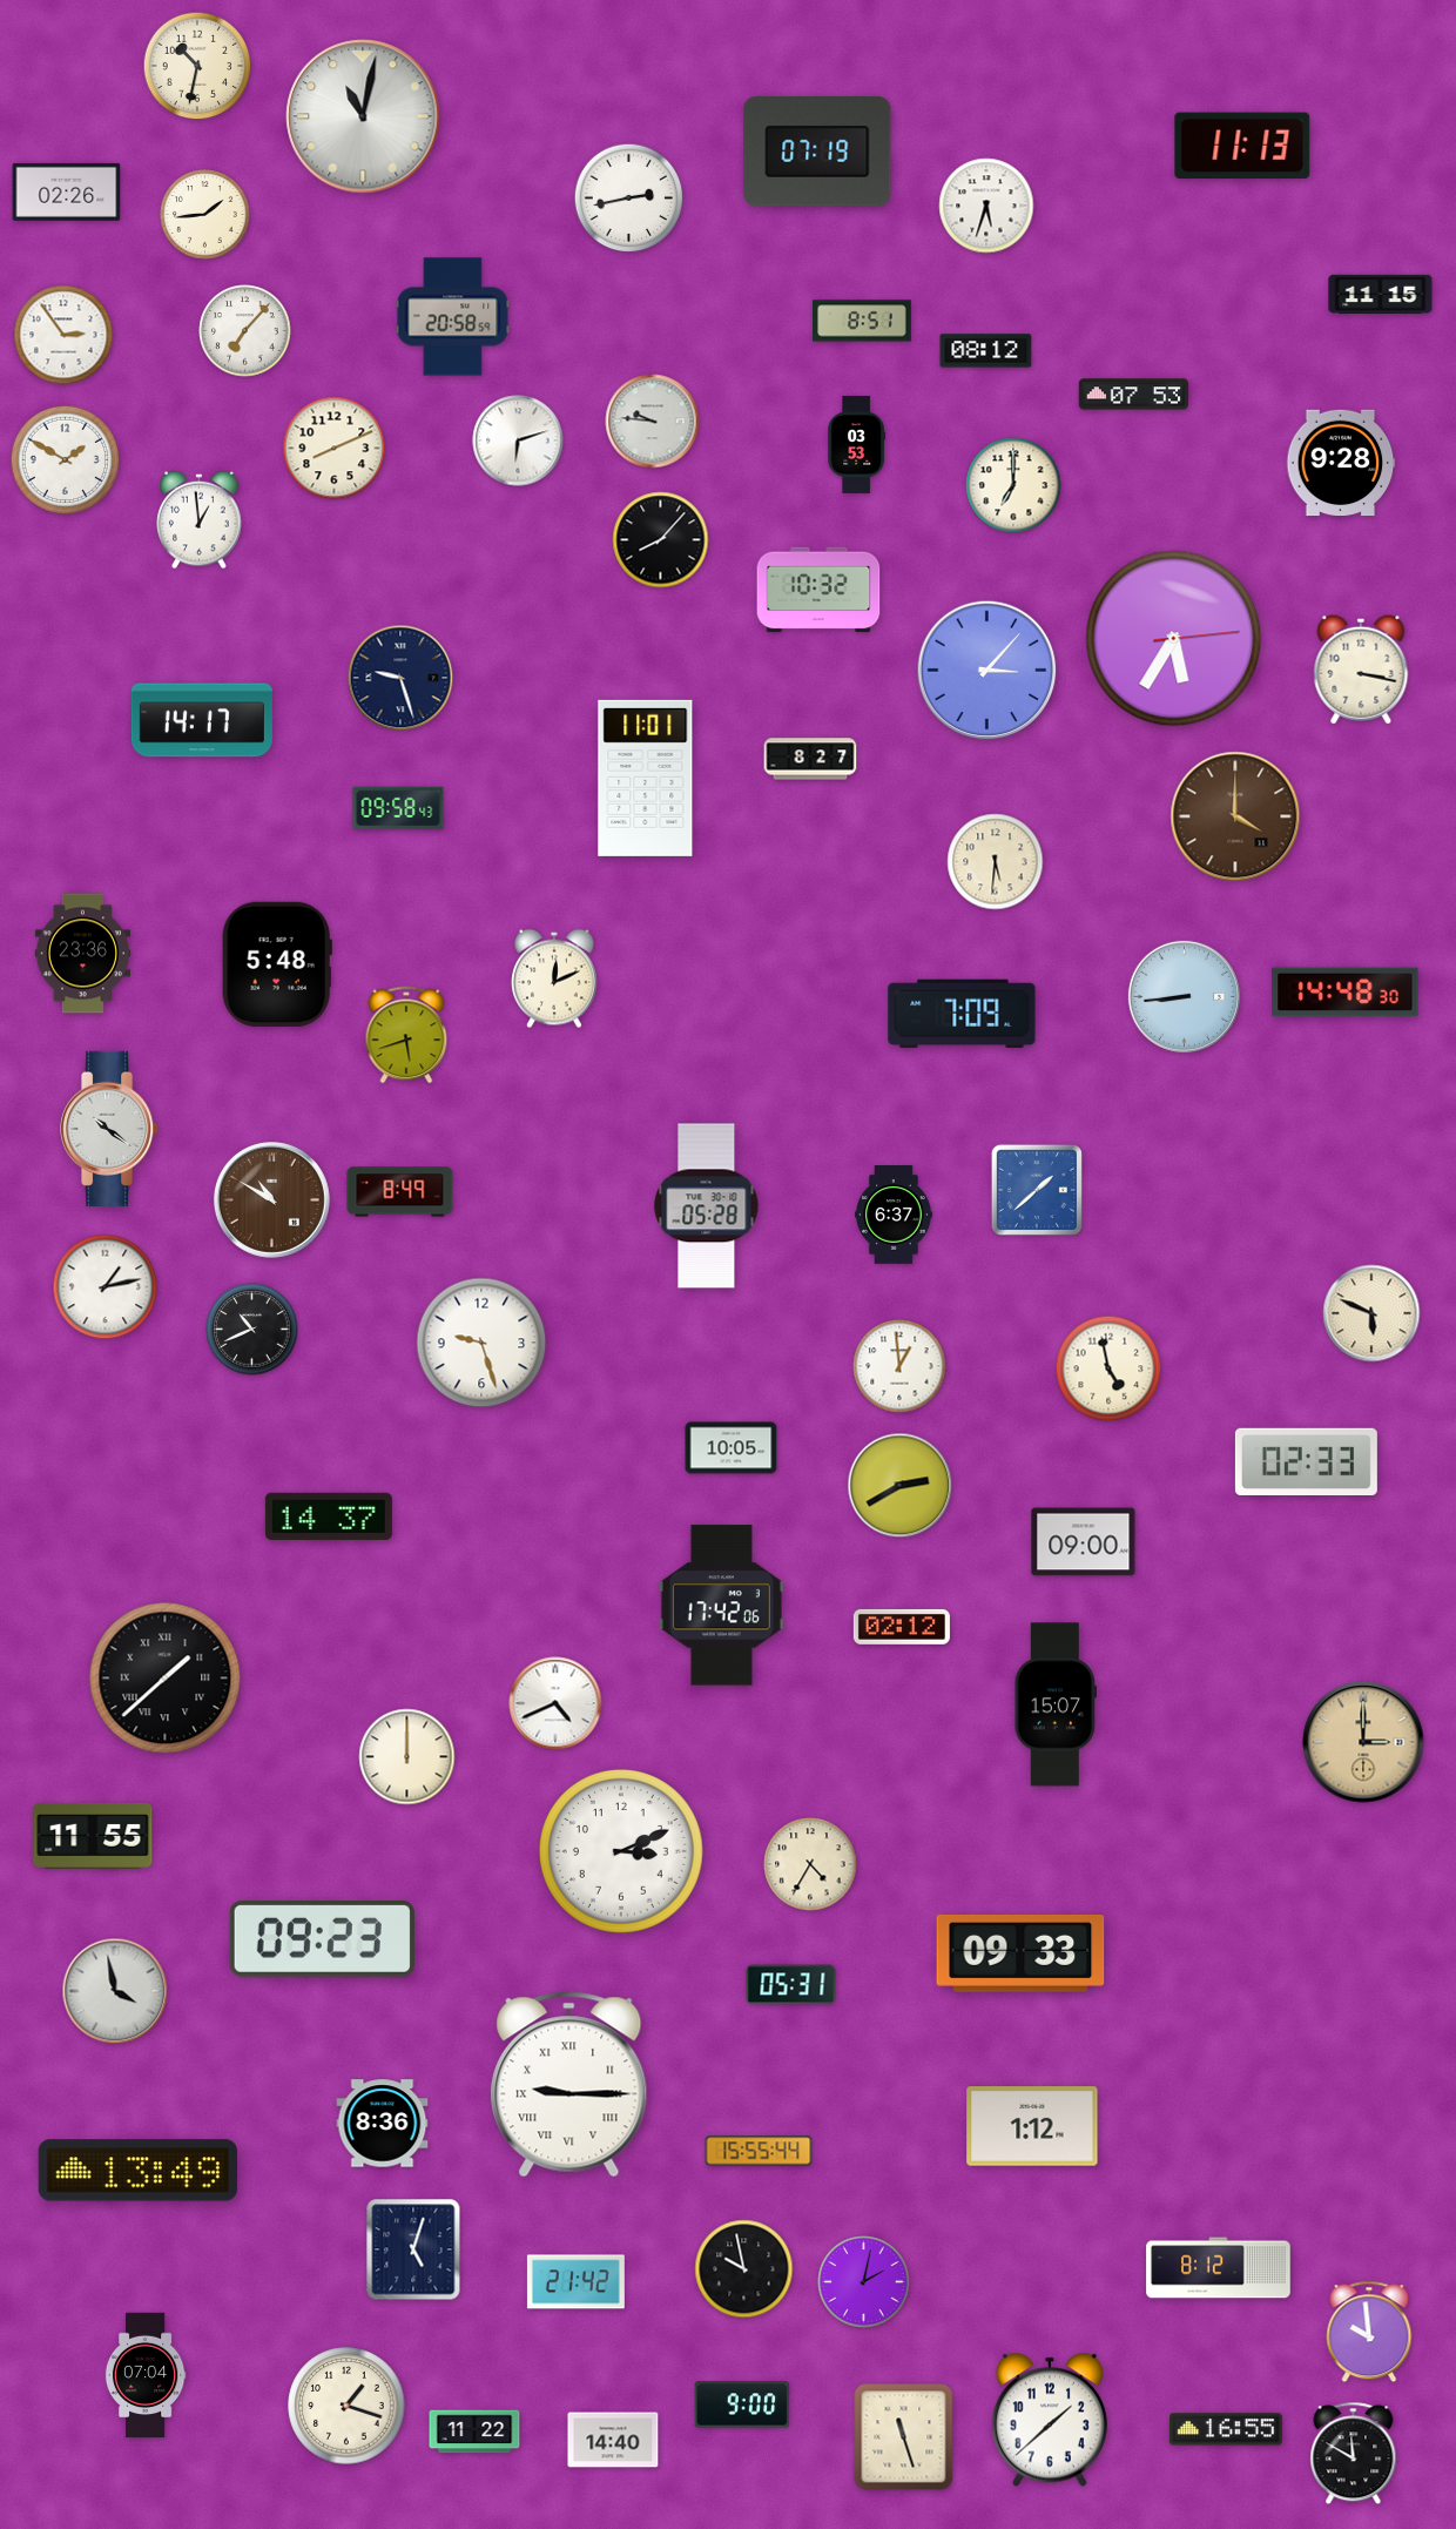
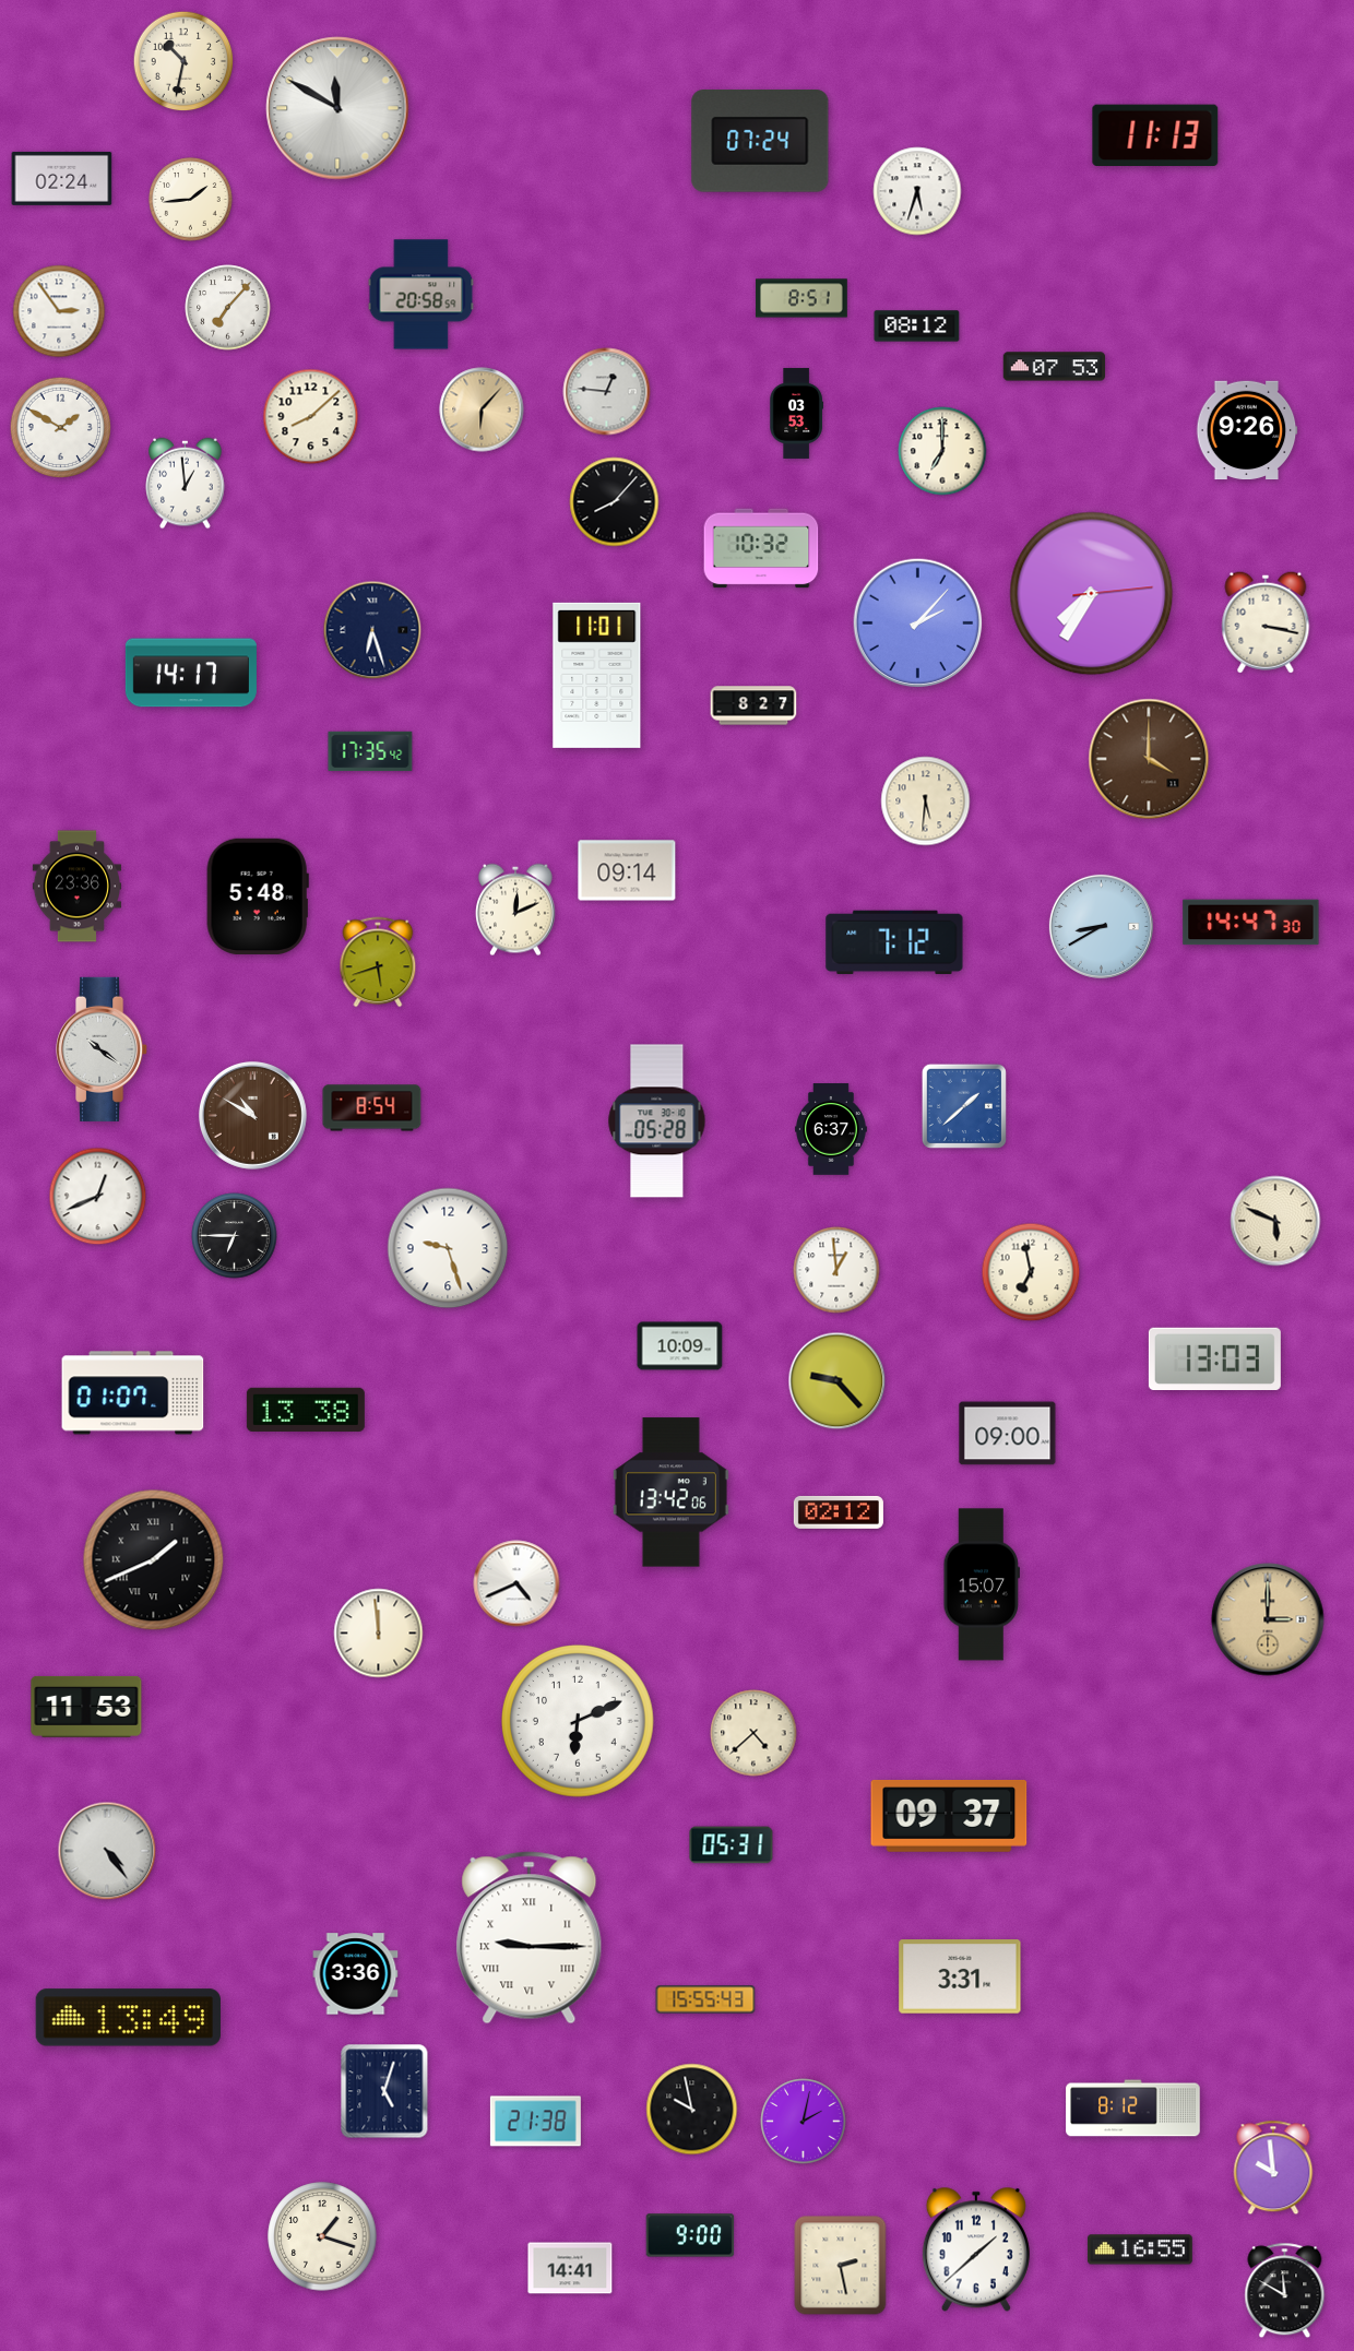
clock at (363, 116): 11:02 -> 11:50
clock at (817, 153): 07:19 -> 07:24
clock at (67, 191): 02:26 -> 02:24
clock at (629, 199): 2:43 -> none
clock at (1381, 294): 11:15 -> none
clock at (653, 422): 9:46 -> 12:46
clock at (518, 440): 6:12 -> 6:07
clock at (518, 440) dial: white -> champagne
clock at (335, 449): 8:11 -> 8:08
clock at (1341, 463): 9:28 -> 9:26
clock at (1174, 639): 5:35 -> 7:35
clock at (987, 671): 3:07 -> 2:07
clock at (400, 678): 9:27 -> 6:27
clock at (202, 720) position: (202, 720) -> (191, 673)
clock at (646, 778) position: (646, 778) -> (597, 675)
clock at (398, 808): 09:58 -> 17:35
clock at (627, 870): none -> 09:14
clock at (1346, 993): 14:48 -> 14:47
clock at (1184, 996): 8:44 -> 8:40
clock at (962, 1014): 7:09 -> 7:12
clock at (400, 1192): 8:49 -> 8:54
clock at (106, 1287): 1:13 -> 12:41
clock at (252, 1330): 10:41 -> 6:45
clock at (1108, 1368): 4:58 -> 6:58
clock at (732, 1448): 10:05 -> 10:09
clock at (1306, 1462): 02:33 -> 13:03
clock at (901, 1486): 2:40 -> 9:23
clock at (133, 1393): none -> 01:07
clock at (329, 1516): 14:37 -> 13:38
clock at (721, 1606): 17:42 -> 13:42
clock at (166, 1679): 1:38 -> 1:41
clock at (407, 1757): 12:00 -> 11:59
clock at (93, 1836): 11:55 -> 11:53
clock at (622, 1852): 3:11 -> 6:11
clock at (810, 1864): 4:35 -> 4:38
clock at (322, 1938): 09:23 -> none
clock at (1020, 1953): 09:33 -> 09:37
clock at (791, 1985) position: (791, 1985) -> (732, 1845)
clock at (115, 1991): 3:58 -> 4:24
clock at (383, 2124): 8:36 -> 3:36
clock at (1032, 2126): 1:12 -> 3:31
clock at (759, 2151): 15:55:44 -> 15:55:43
clock at (575, 2282): 21:42 -> 21:38
clock at (146, 2375): 07:04 -> none
clock at (1226, 2429) position: (1226, 2429) -> (1140, 2249)
clock at (474, 2432): 11:22 -> none
clock at (904, 2437): 11:27 -> 2:28
clock at (613, 2440): 14:40 -> 14:41
clock at (1354, 2454) position: (1354, 2454) -> (1285, 2291)
